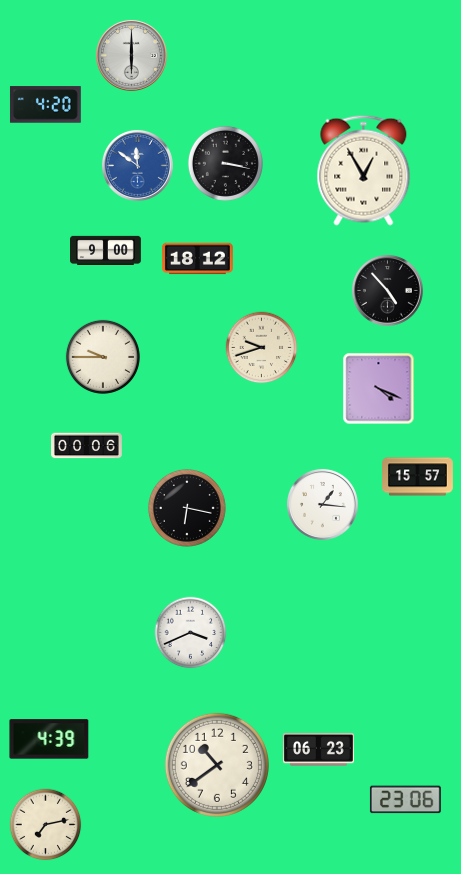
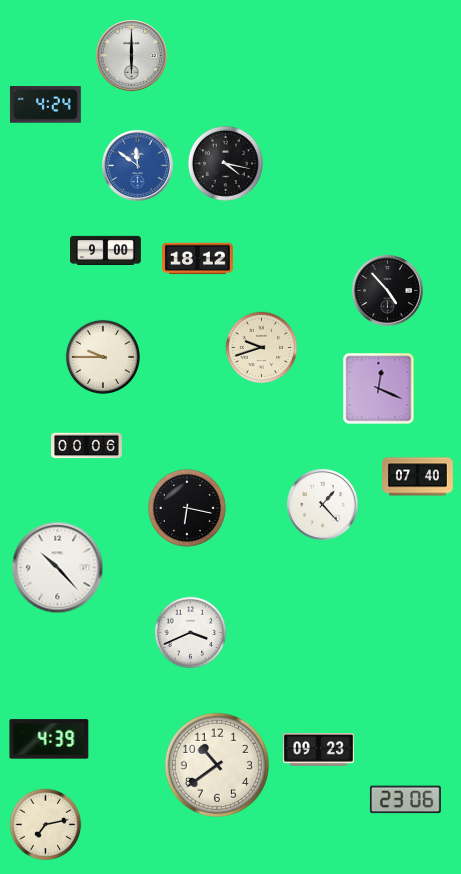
clock at (45, 105): 4:20 -> 4:24
clock at (225, 163): 3:17 -> 4:17
clock at (364, 170): 12:55 -> none
clock at (379, 389): 4:19 -> 12:19
clock at (418, 477): 15:57 -> 07:40
clock at (322, 504): 1:16 -> 1:23
clock at (58, 568): none -> 10:23
clock at (319, 750): 06:23 -> 09:23
